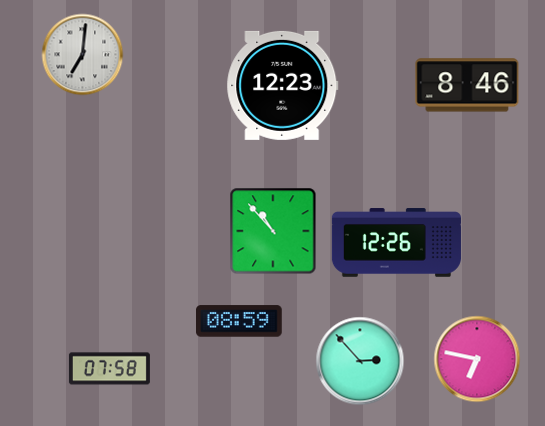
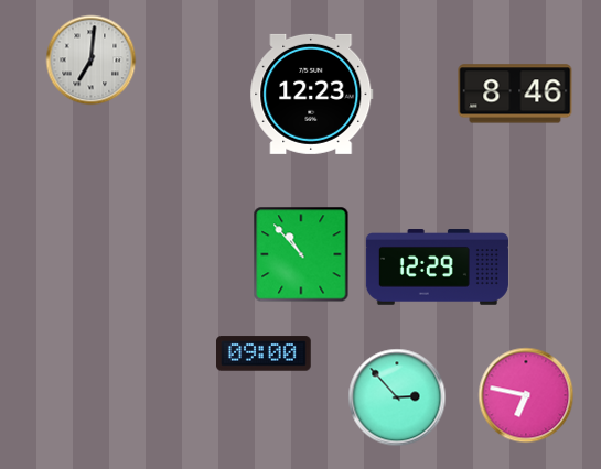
clock at (396, 243): 12:26 -> 12:29
clock at (240, 321): 08:59 -> 09:00
clock at (109, 369): 07:58 -> none
